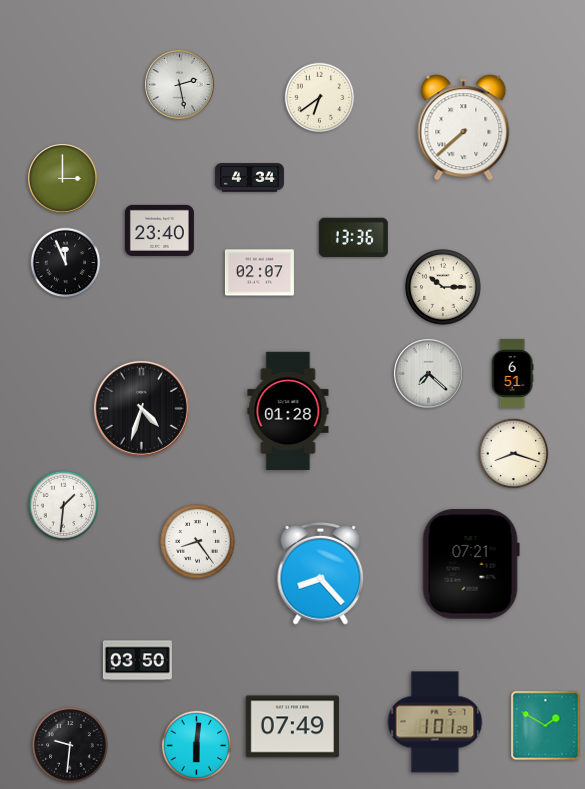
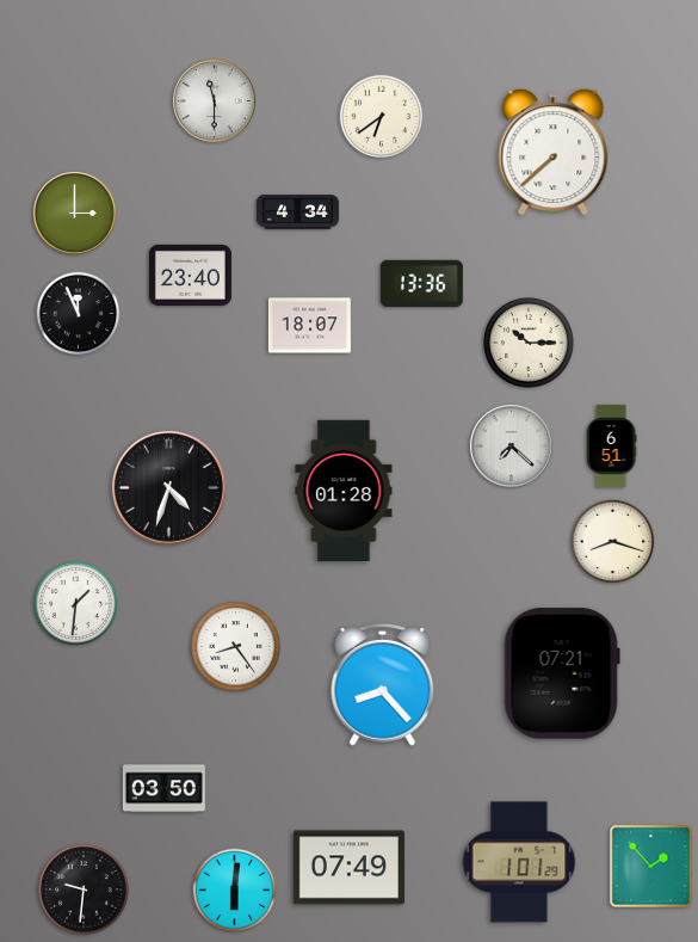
clock at (180, 85): 2:28 -> 11:30
clock at (259, 273): 02:07 -> 18:07
clock at (546, 726): 1:50 -> 1:53
